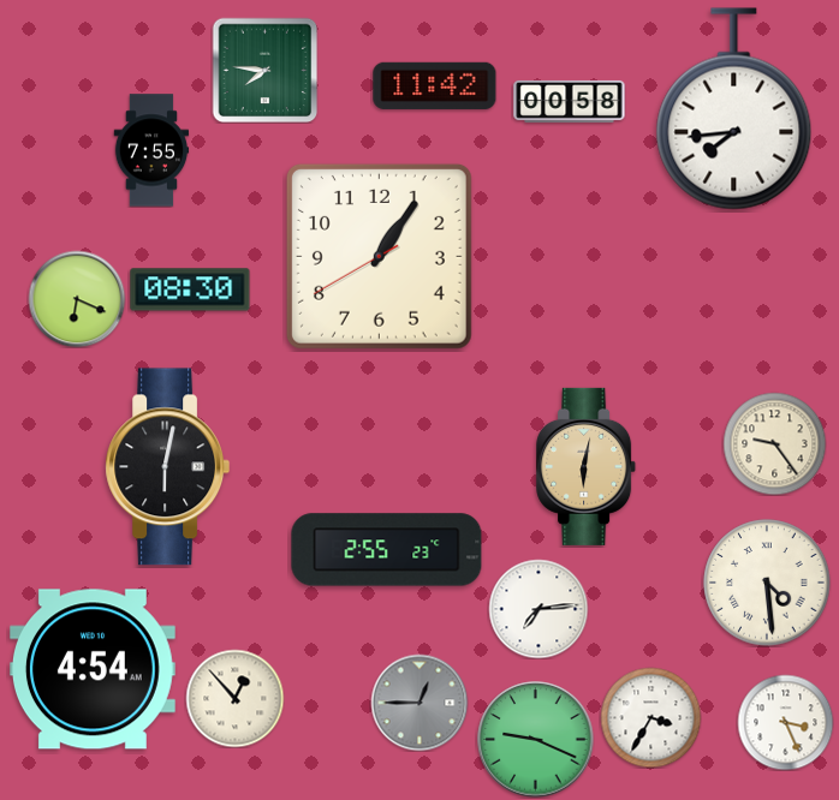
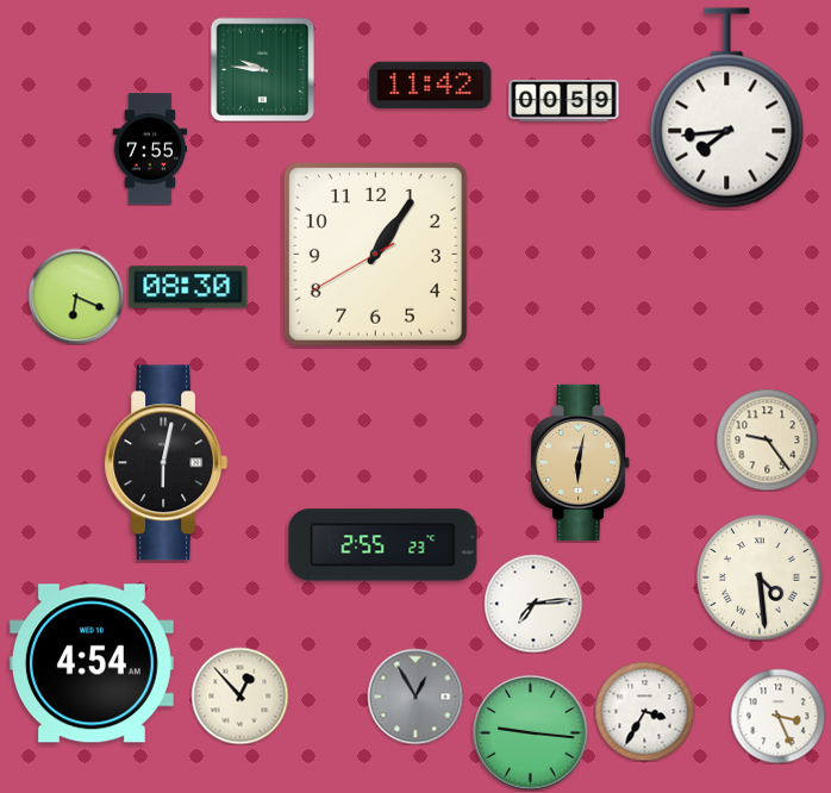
clock at (264, 70): 7:46 -> 9:46
clock at (570, 101): 00:58 -> 00:59
clock at (234, 698) position: (234, 698) -> (239, 695)
clock at (419, 703): 12:45 -> 12:55
clock at (536, 740): 9:19 -> 9:16
